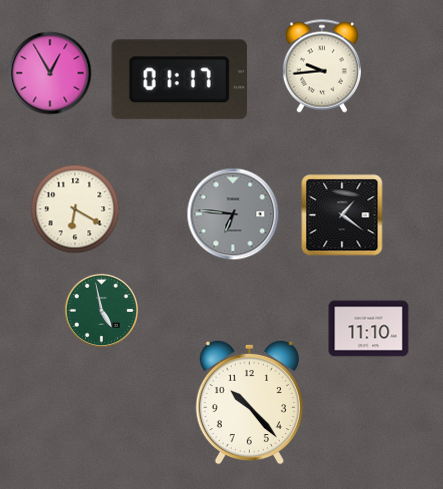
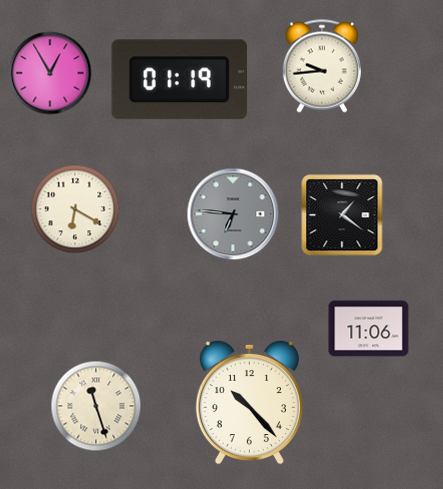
clock at (179, 80): 01:17 -> 01:19
clock at (101, 310): 4:58 -> none
clock at (369, 329): 11:10 -> 11:06
clock at (96, 406): none -> 11:27
